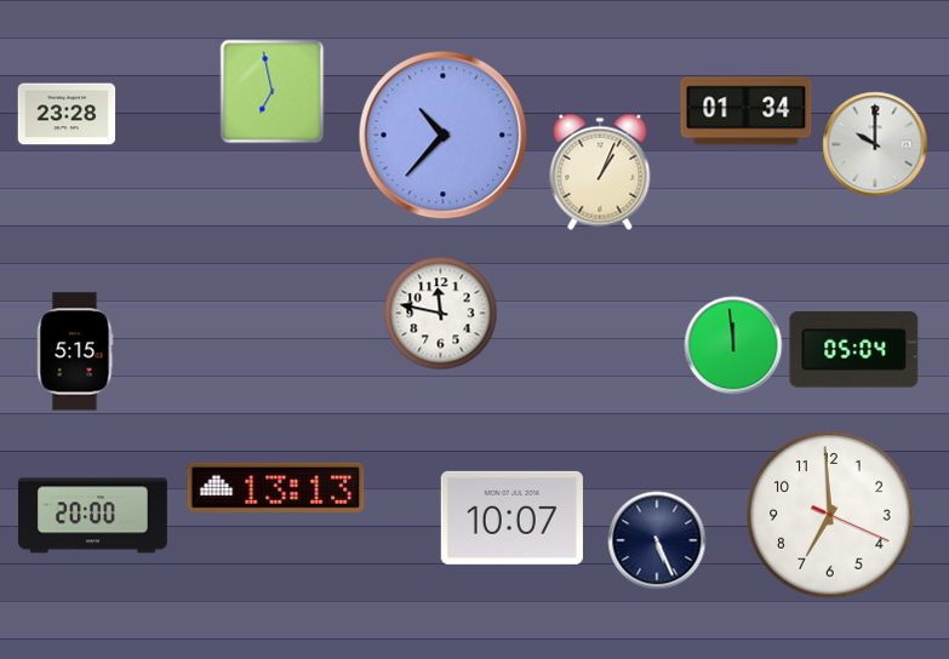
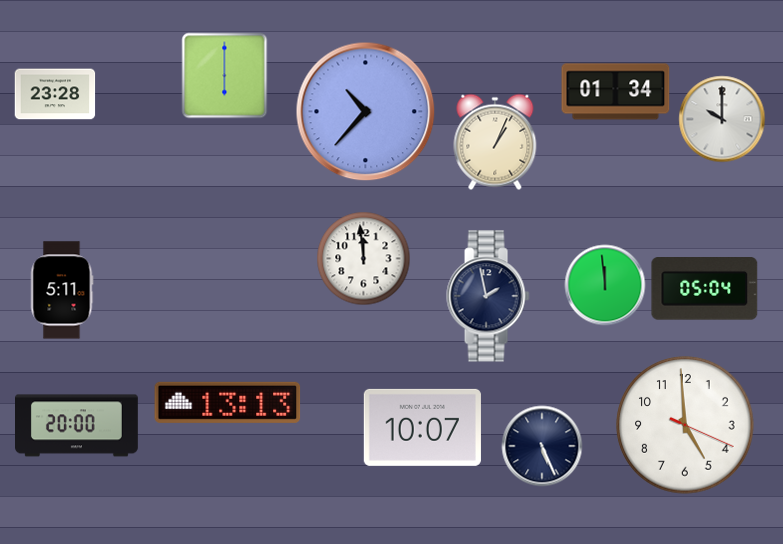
clock at (273, 92): 6:58 -> 6:00
clock at (441, 314): 11:47 -> 11:59
clock at (75, 351): 5:15 -> 5:11
clock at (488, 296): none -> 1:58
clock at (830, 515): 6:59 -> 4:59
